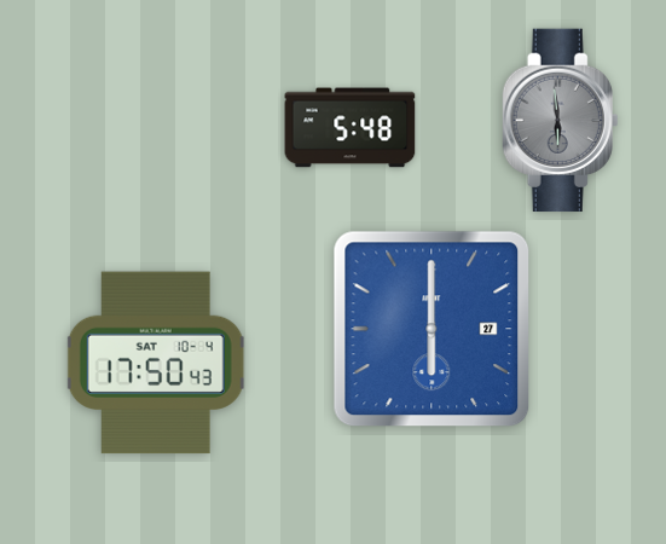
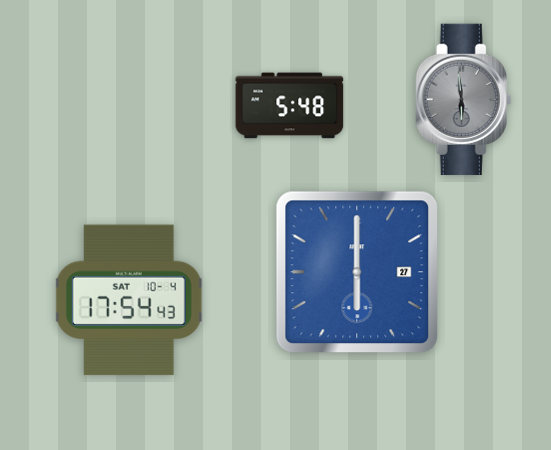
clock at (156, 363): 17:50 -> 17:54
